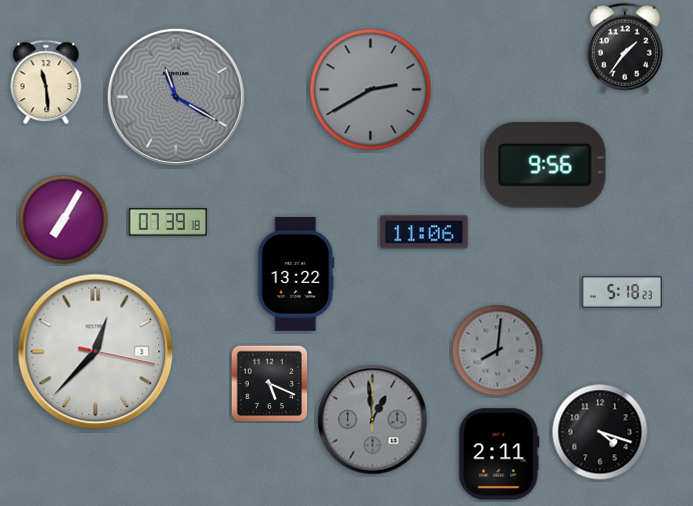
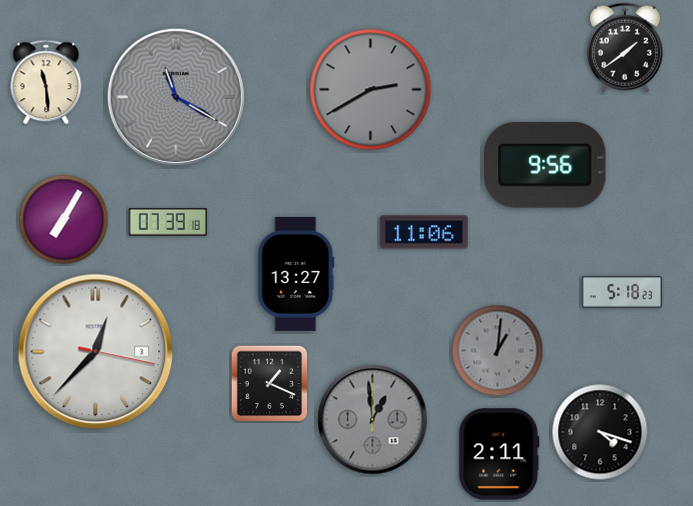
clock at (625, 48): 1:36 -> 1:39
clock at (296, 274): 13:22 -> 13:27
clock at (498, 351): 8:01 -> 1:01
clock at (269, 383): 5:19 -> 1:19
